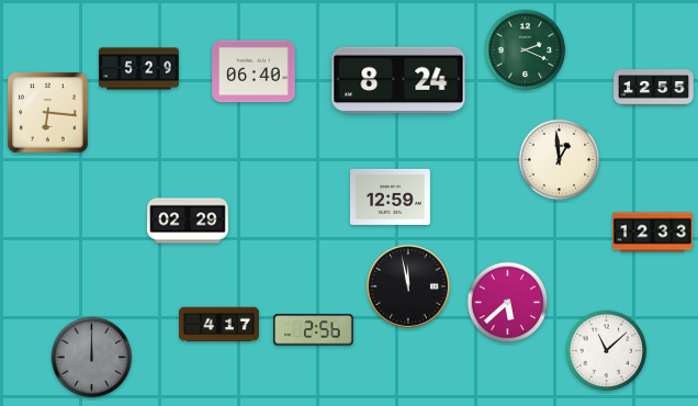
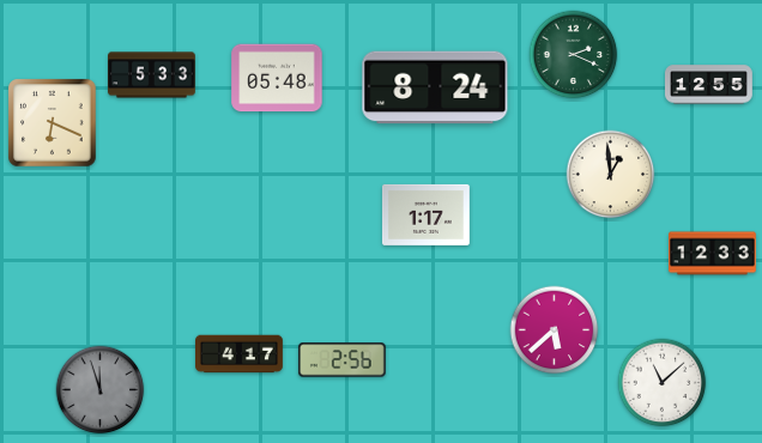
clock at (139, 69): 5:29 -> 5:33
clock at (254, 71): 06:40 -> 05:48
clock at (654, 88) position: (654, 88) -> (709, 85)
clock at (48, 113): 6:16 -> 6:19
clock at (390, 196): 12:59 -> 1:17
clock at (188, 221): 02:29 -> none
clock at (408, 286): 11:58 -> none
clock at (92, 358): 12:00 -> 11:57
